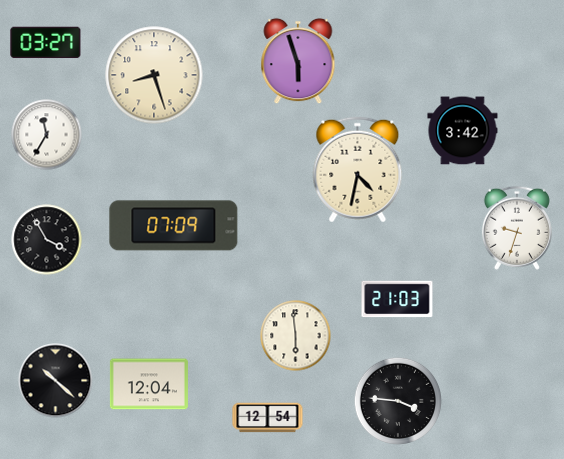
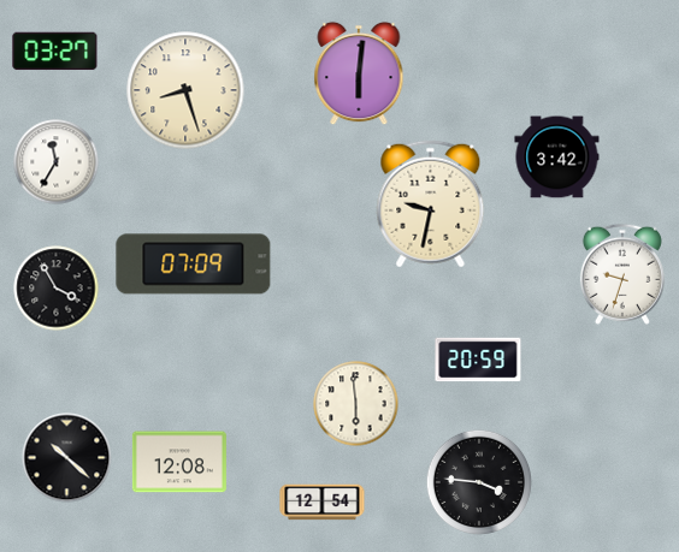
clock at (298, 61): 5:57 -> 6:01
clock at (358, 170): 4:32 -> 9:32
clock at (174, 226) position: (174, 226) -> (194, 265)
clock at (397, 299): 21:03 -> 20:59
clock at (149, 384): 12:04 -> 12:08
